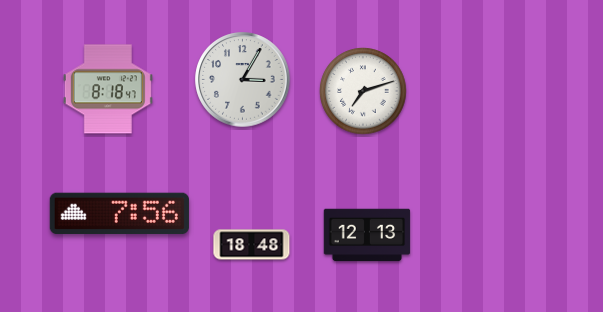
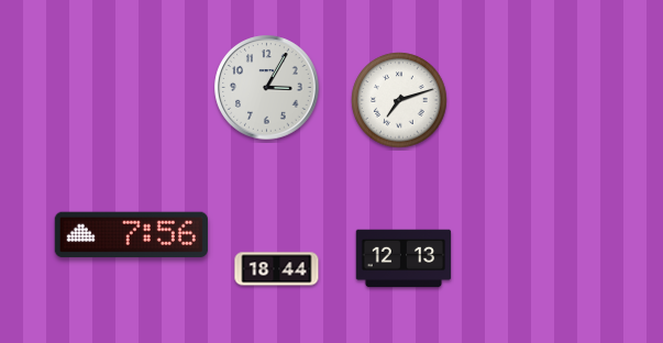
clock at (108, 89): 8:18 -> none
clock at (252, 245): 18:48 -> 18:44
